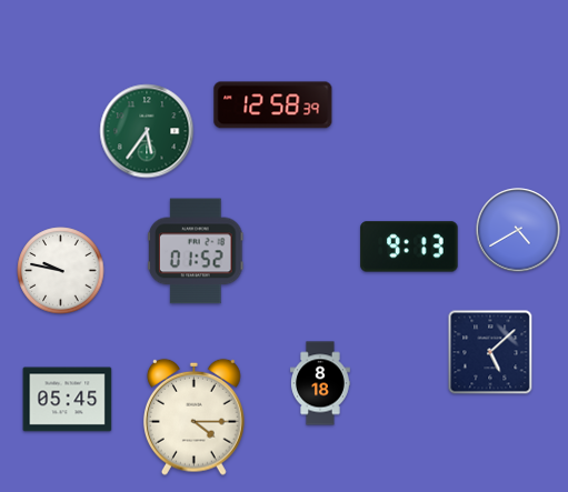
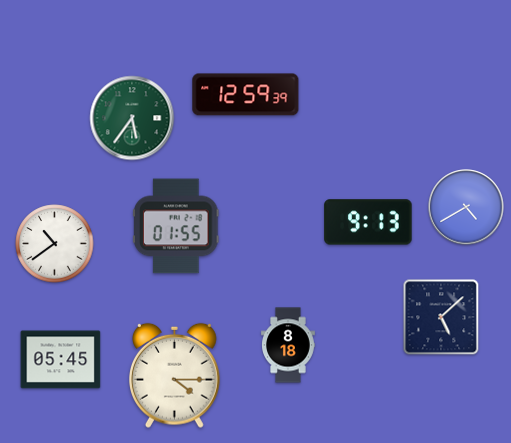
clock at (273, 106): 12:58 -> 12:59
clock at (196, 251): 01:52 -> 01:55
clock at (61, 271): 9:47 -> 10:39
